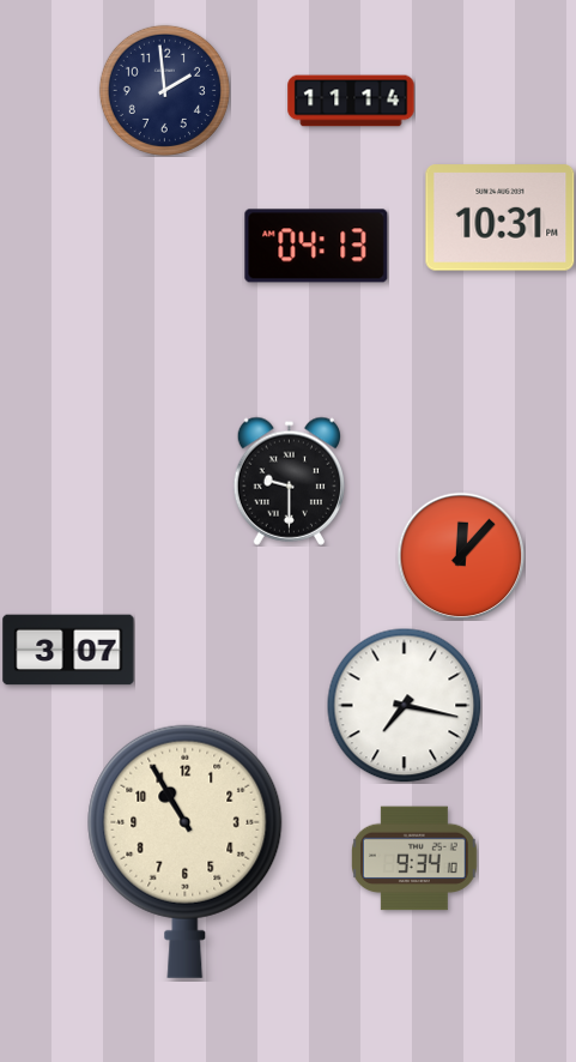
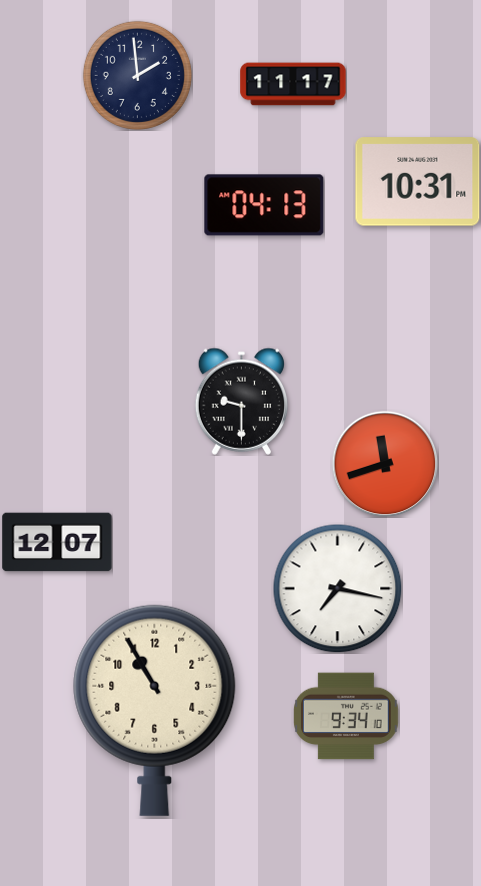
clock at (351, 101): 11:14 -> 11:17
clock at (461, 556): 12:07 -> 11:42
clock at (68, 650): 3:07 -> 12:07
